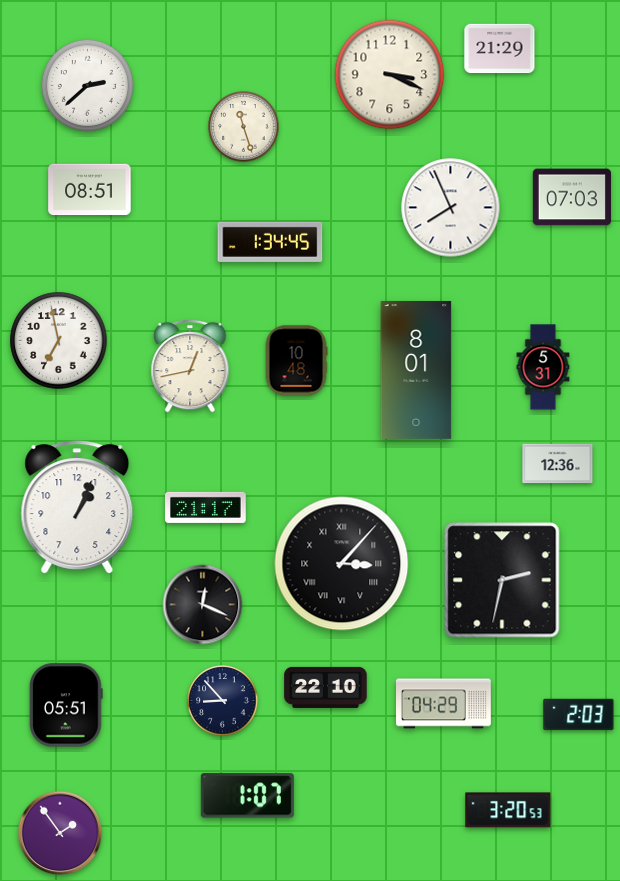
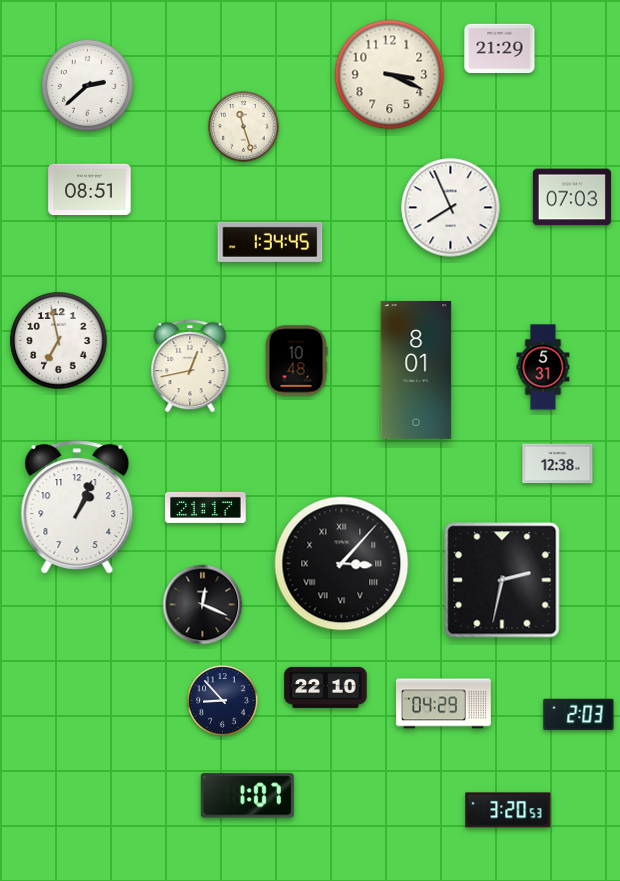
clock at (558, 464): 12:36 -> 12:38
clock at (66, 705): 05:51 -> none
clock at (60, 833): 1:54 -> none
